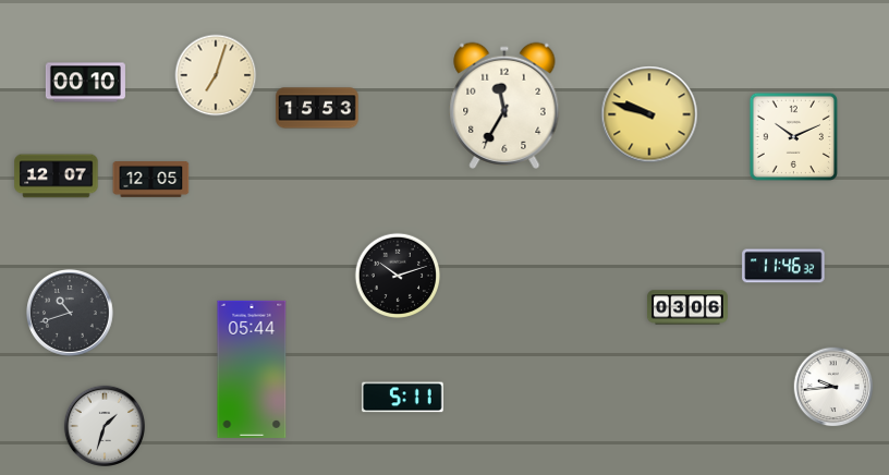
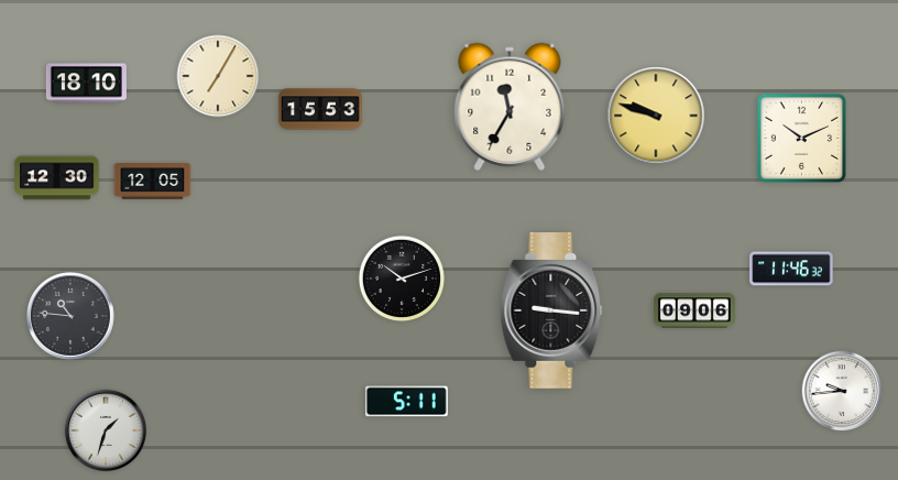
clock at (216, 75): 7:03 -> 7:05
clock at (85, 83): 00:10 -> 18:10
clock at (57, 176): 12:07 -> 12:30
clock at (687, 307): 03:06 -> 09:06
clock at (551, 312): none -> 9:16
clock at (71, 314): 10:42 -> 10:46
clock at (252, 369): 05:44 -> none
